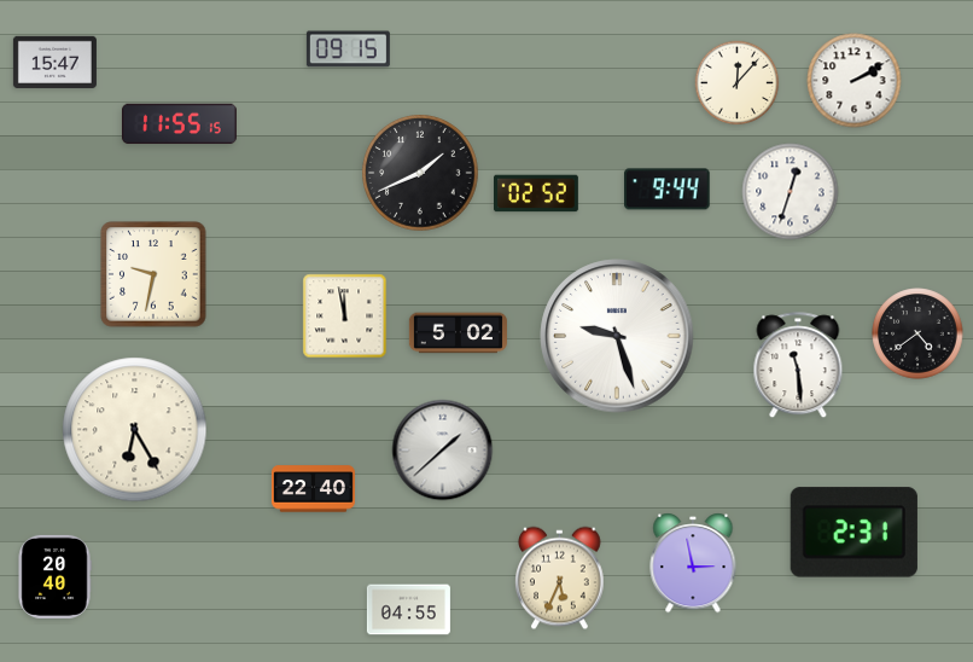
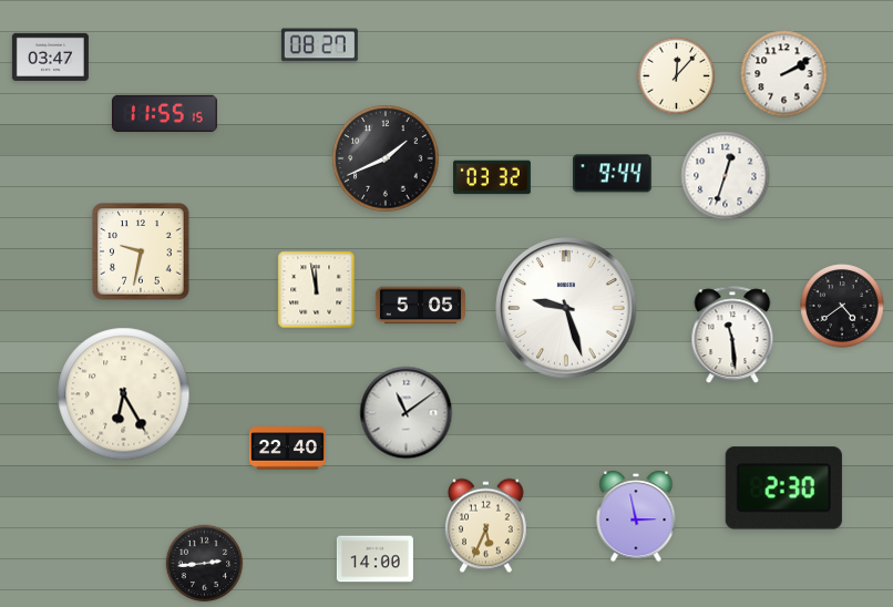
clock at (348, 50): 09:15 -> 08:27
clock at (54, 62): 15:47 -> 03:47
clock at (537, 193): 02:52 -> 03:32
clock at (458, 333): 5:02 -> 5:05
clock at (443, 451): 1:38 -> 11:09
clock at (853, 533): 2:31 -> 2:30
clock at (54, 576): 20:40 -> none
clock at (560, 579) position: (560, 579) -> (486, 526)
clock at (408, 610): 04:55 -> 14:00
clock at (205, 564): none -> 2:44
